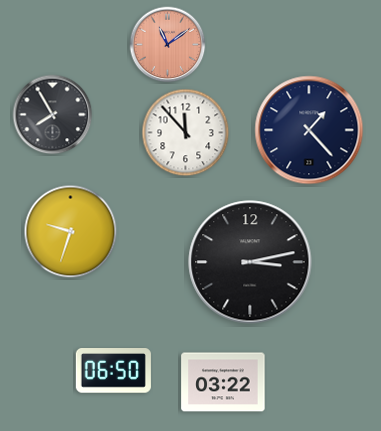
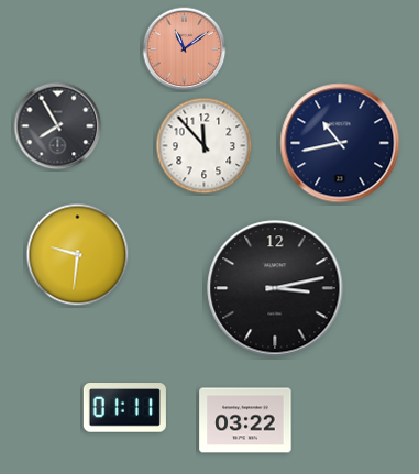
clock at (309, 130): 1:23 -> 10:43
clock at (71, 232): 9:33 -> 9:31
clock at (113, 371): 06:50 -> 01:11
